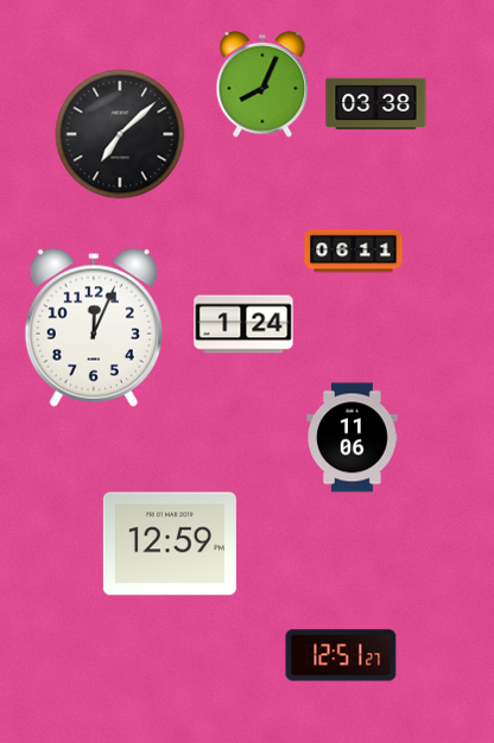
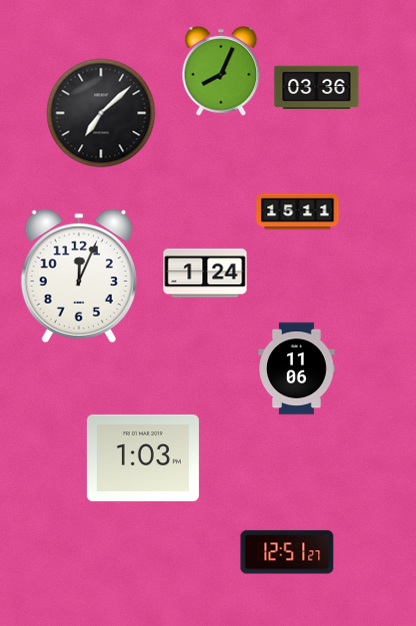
clock at (376, 103): 03:38 -> 03:36
clock at (354, 252): 06:11 -> 15:11
clock at (170, 544): 12:59 -> 1:03
